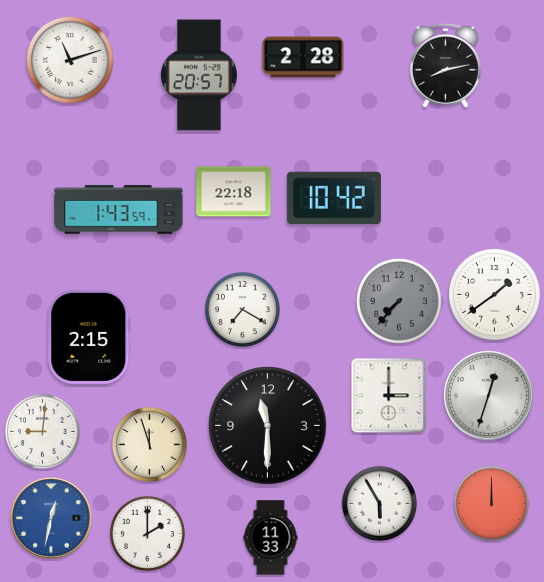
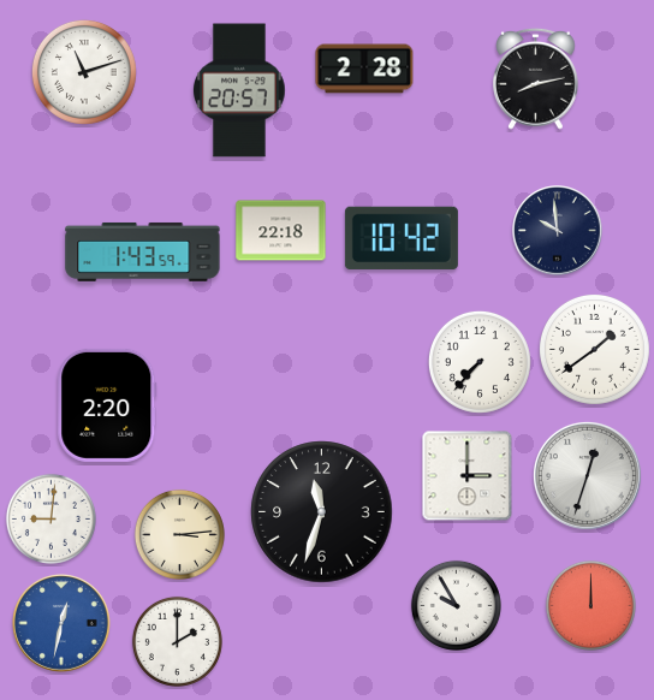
clock at (558, 231): none -> 9:59
clock at (494, 294) position: (494, 294) -> (594, 349)
clock at (399, 301) dial: grey -> white
clock at (242, 309): 7:20 -> none
clock at (89, 337): 2:15 -> 2:20
clock at (268, 426): 11:30 -> 11:33
clock at (149, 444): 11:57 -> 3:14
clock at (379, 503): 5:55 -> 9:55
clock at (271, 538): 11:33 -> none
